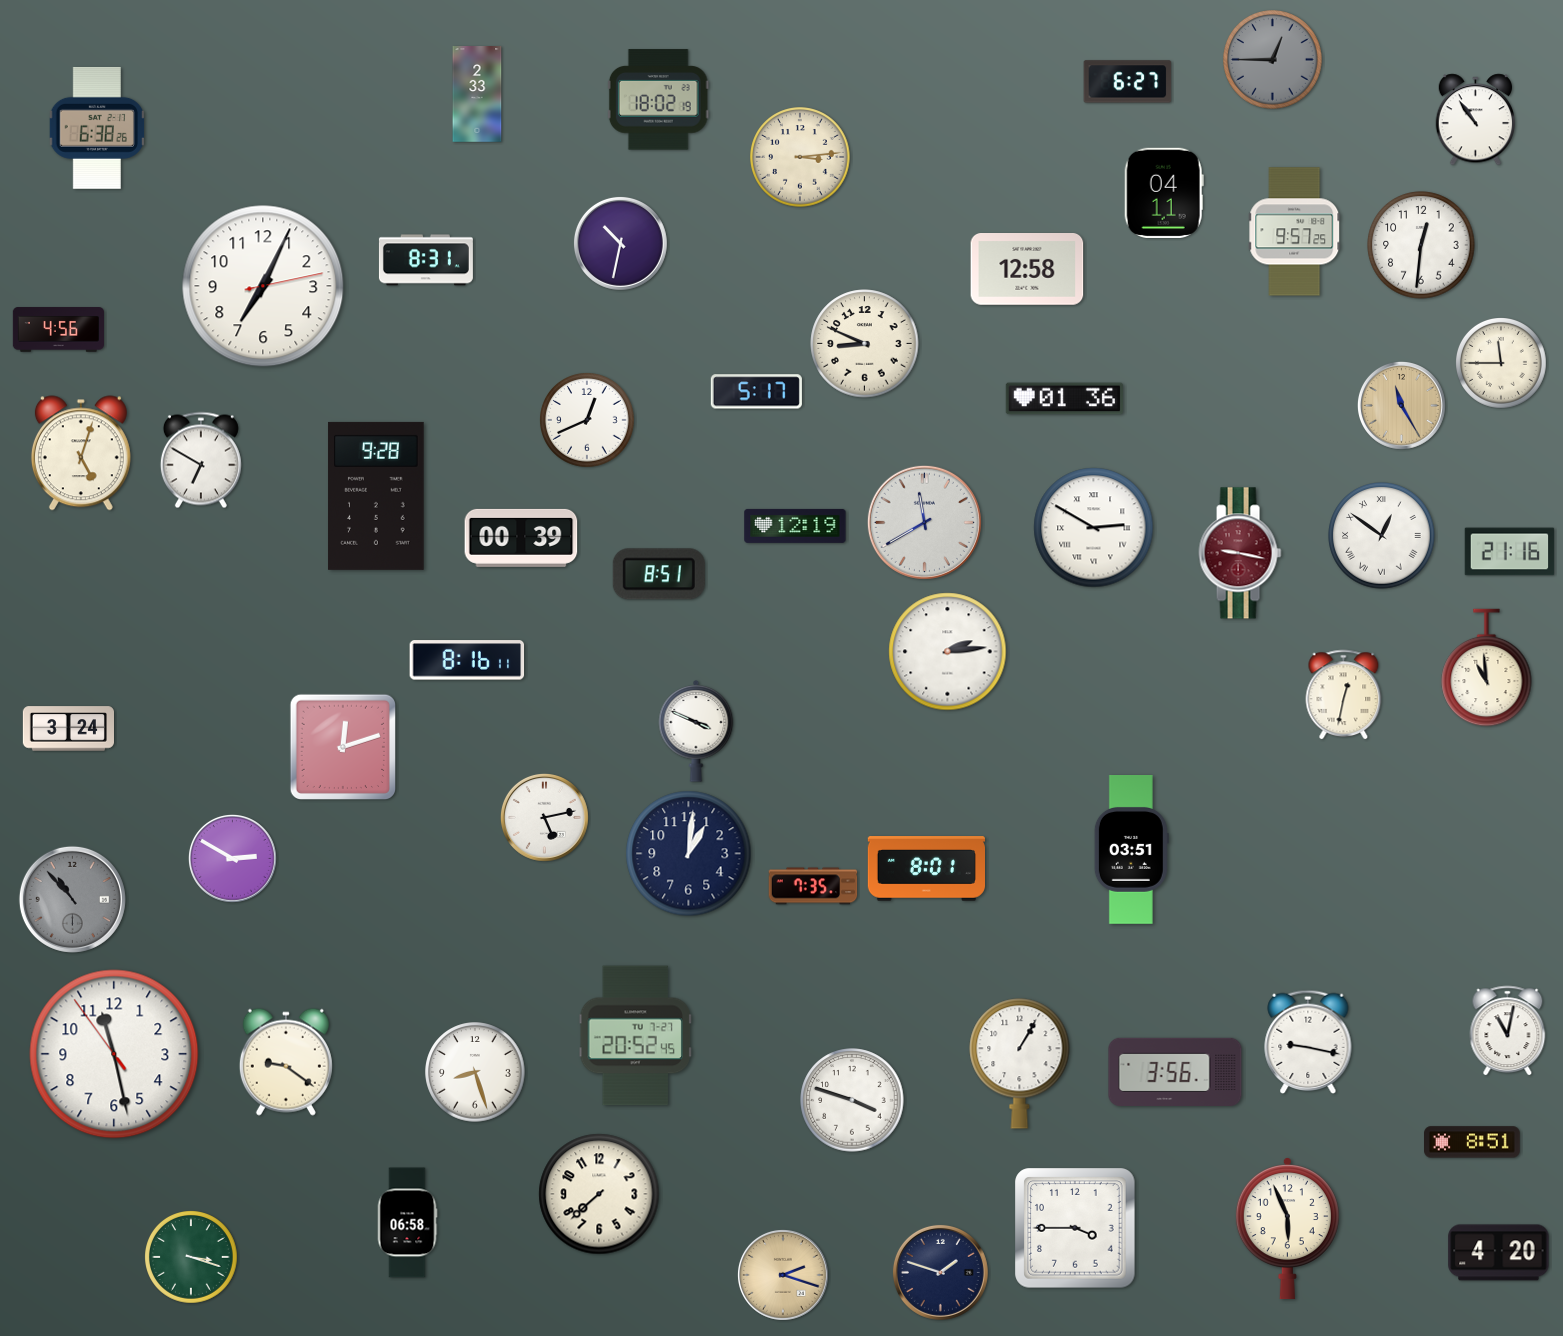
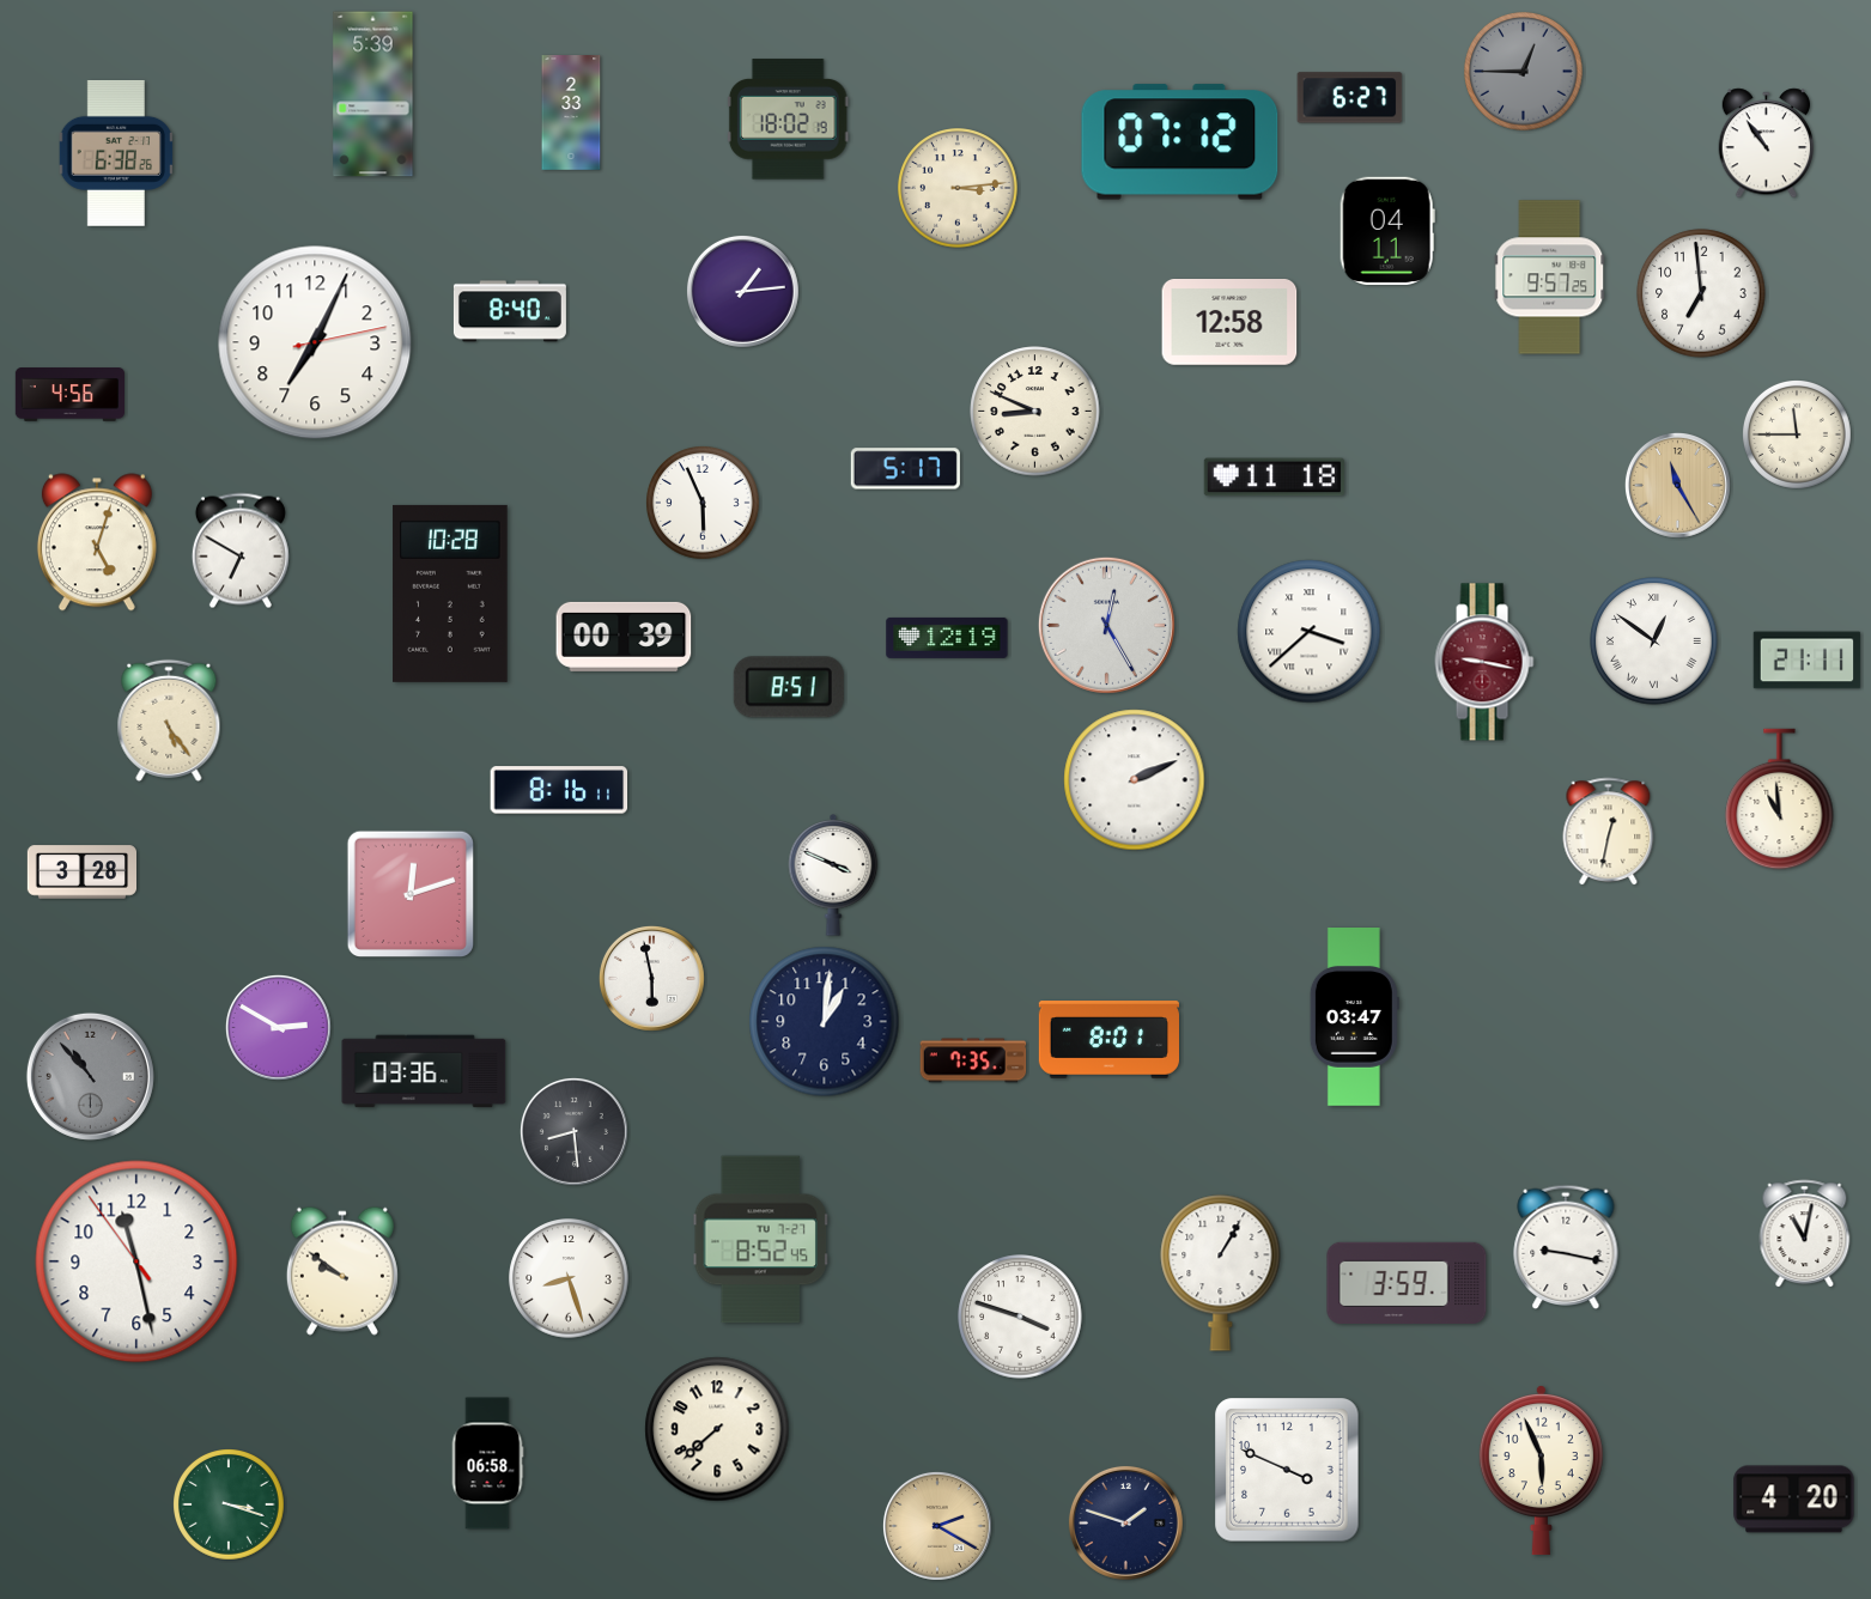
clock at (373, 95): none -> 5:39
clock at (1180, 142): none -> 07:12
clock at (1164, 193) position: (1164, 193) -> (1387, 231)
clock at (620, 243): 10:32 -> 1:14
clock at (1421, 245): 12:31 -> 6:59
clock at (426, 260): 8:31 -> 8:40
clock at (1064, 399): 01:36 -> 11:18
clock at (588, 421): 12:41 -> 5:56
clock at (376, 496): 9:28 -> 10:28
clock at (924, 522): 11:40 -> 12:25
clock at (795, 526) position: (795, 526) -> (947, 638)
clock at (1094, 528): 2:50 -> 3:38
clock at (521, 538) position: (521, 538) -> (624, 637)
clock at (1510, 552): 21:16 -> 21:11
clock at (169, 721): none -> 5:24
clock at (948, 652): 2:14 -> 2:11
clock at (68, 729): 3:24 -> 3:28
clock at (545, 818): 5:13 -> 5:58
clock at (1131, 850): 03:51 -> 03:47
clock at (424, 1071): none -> 03:36
clock at (72, 899) position: (72, 899) -> (90, 1076)
clock at (573, 1131): none -> 8:29
clock at (635, 1036): 20:52 -> 8:52
clock at (286, 1062): 9:21 -> 9:51
clock at (1175, 1071): 3:56 -> 3:59
clock at (475, 1072) position: (475, 1072) -> (569, 1278)
clock at (1473, 1142): 8:51 -> none
clock at (1075, 1228): 3:45 -> 3:49
clock at (783, 1275): 2:18 -> 2:20
